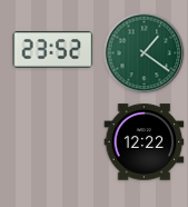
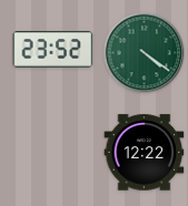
clock at (145, 53): 1:21 -> 4:21
clock at (145, 142) position: (145, 142) -> (145, 153)
